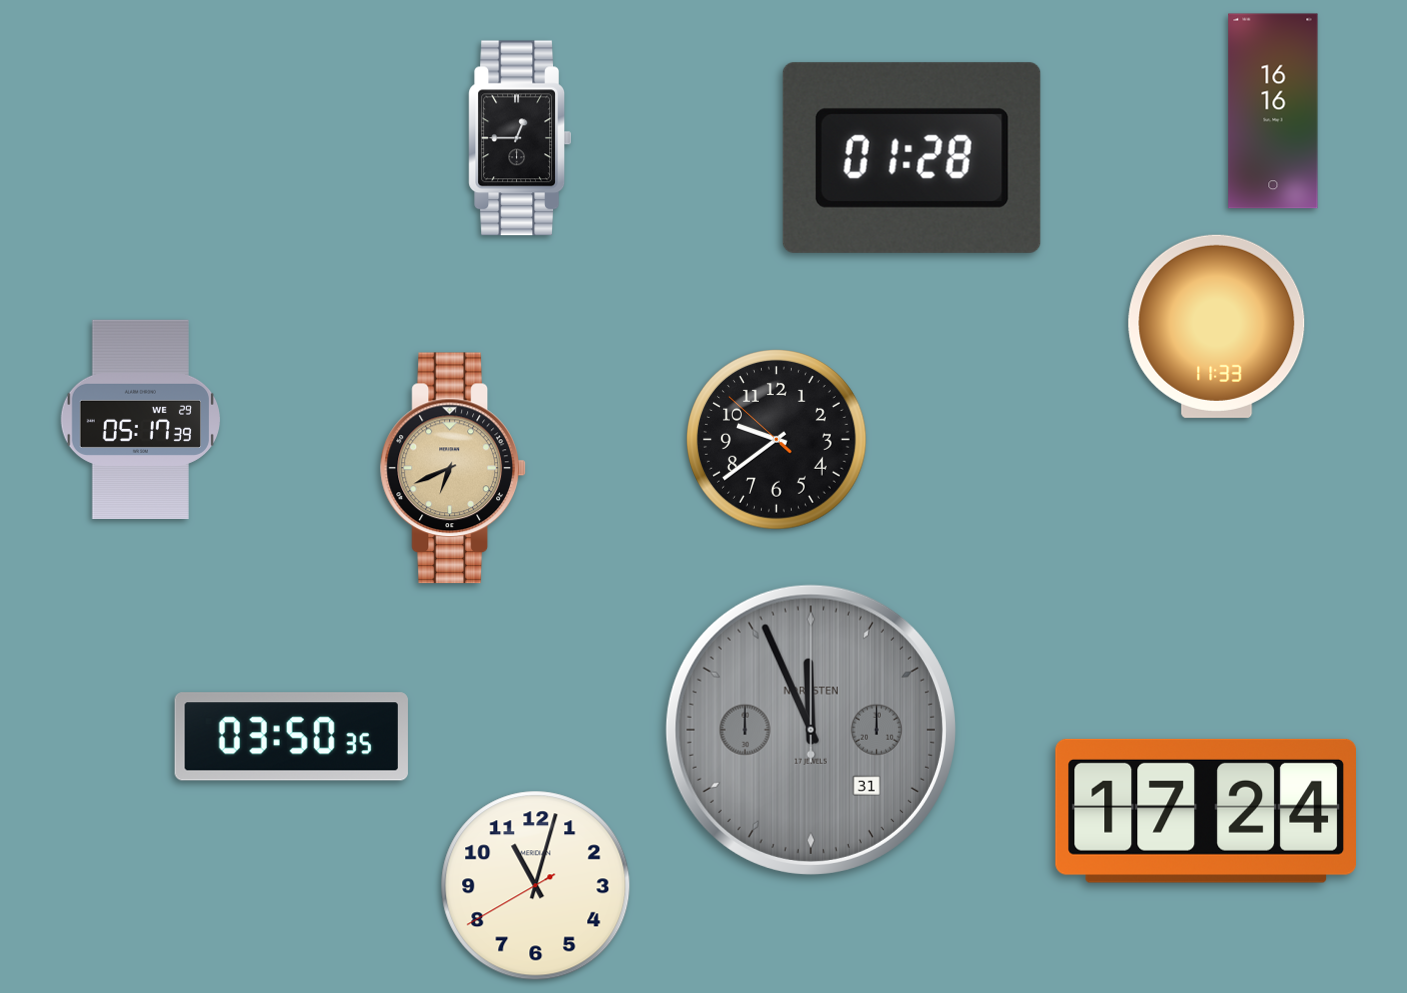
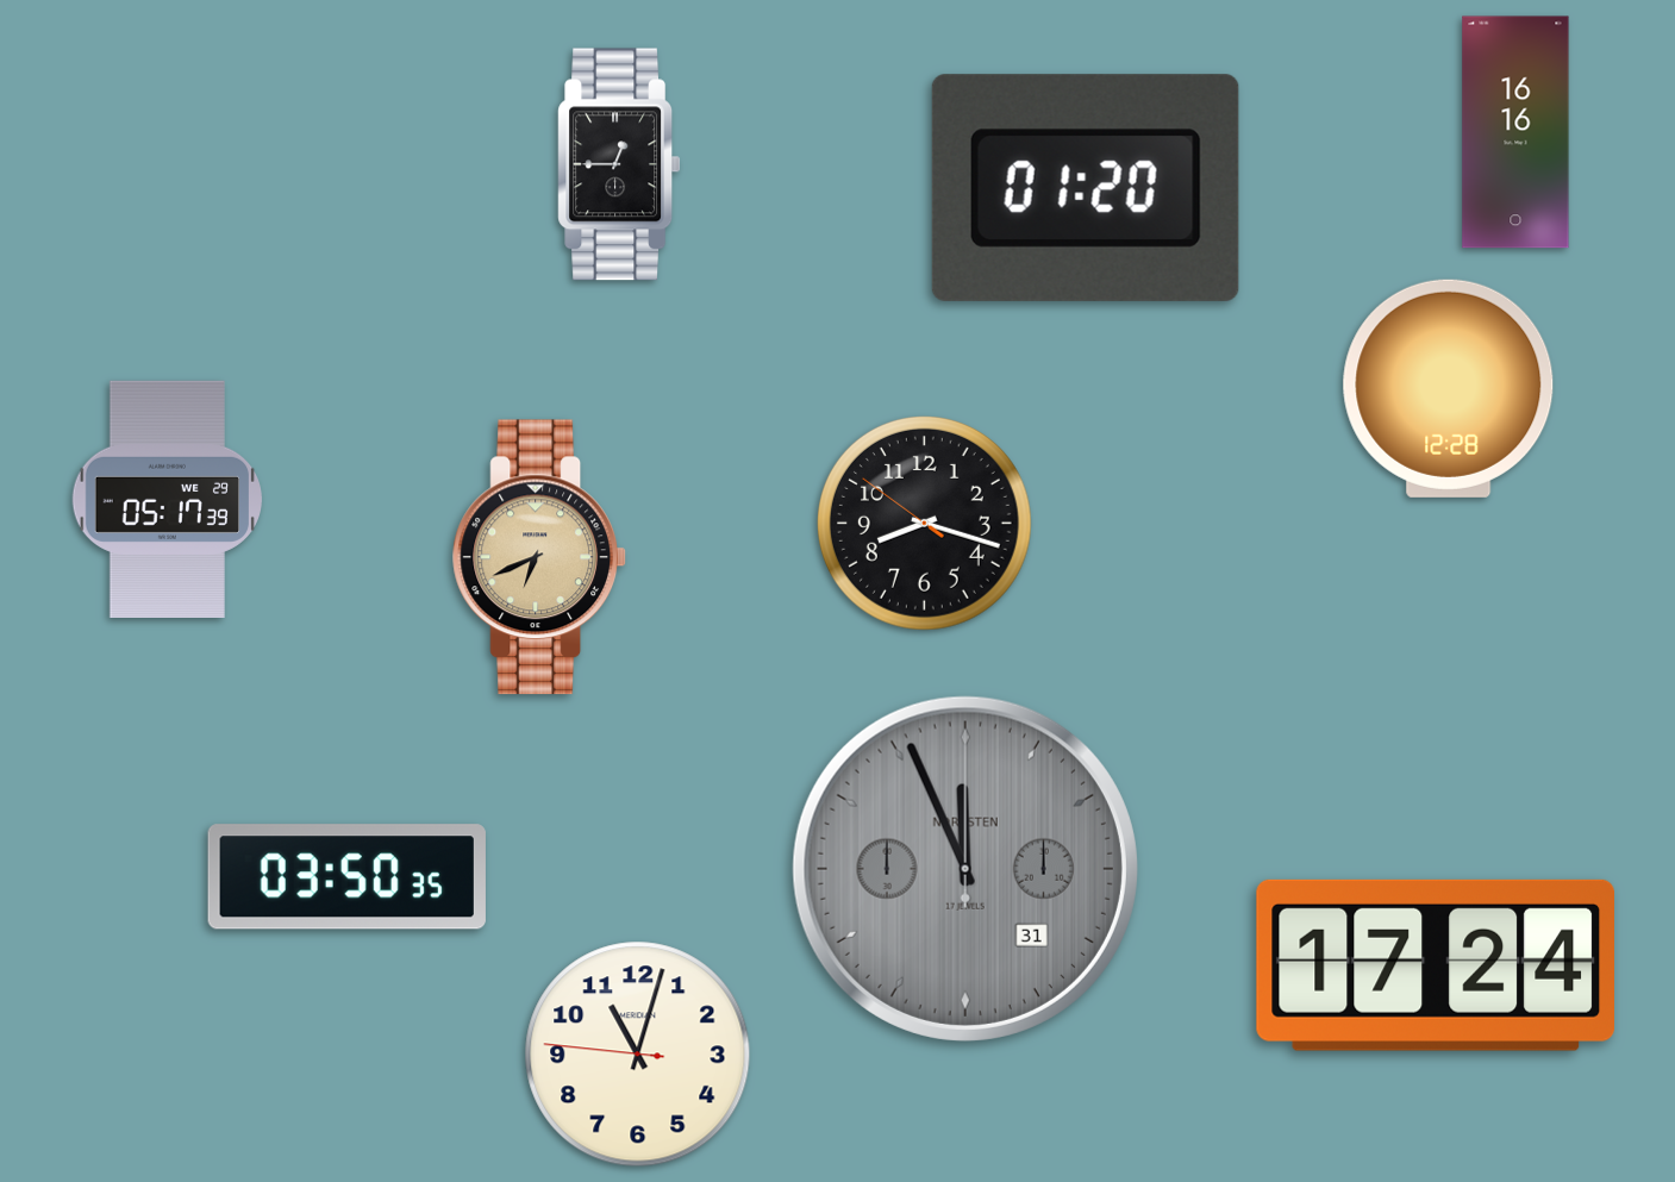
clock at (912, 158): 01:28 -> 01:20
clock at (1217, 326): 11:33 -> 12:28
clock at (776, 439): 9:38 -> 8:17
clock at (536, 886): 11:02:40 -> 11:02:46
